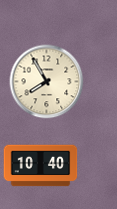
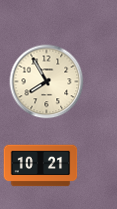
clock at (41, 166): 10:40 -> 10:21
